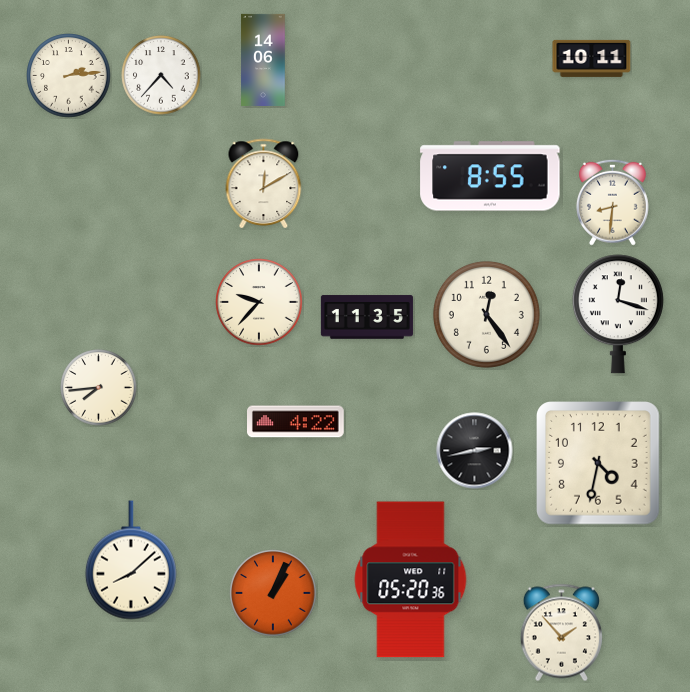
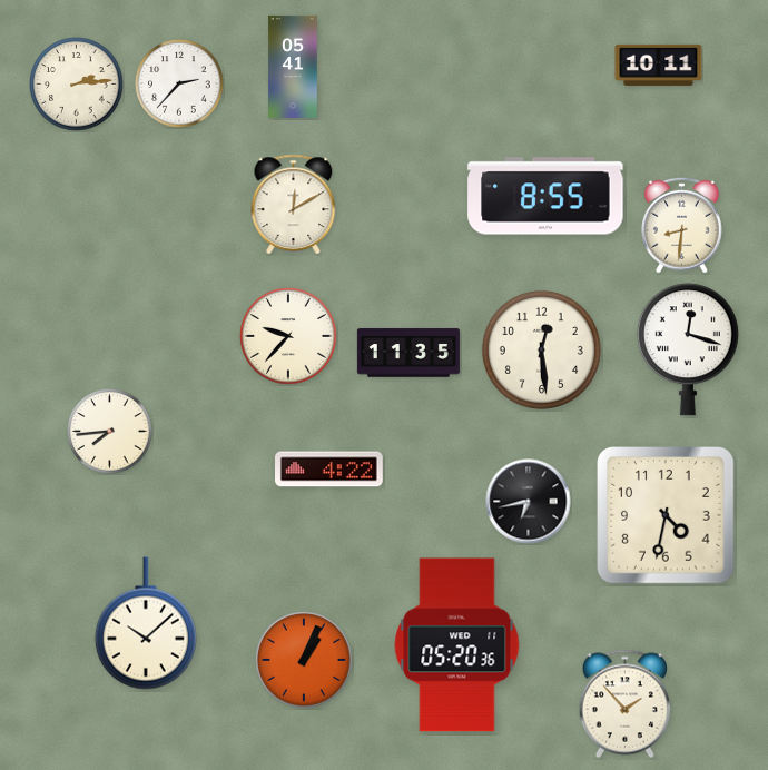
clock at (263, 60): 14:06 -> 05:41
clock at (161, 75): 4:37 -> 2:37
clock at (486, 314): 12:24 -> 12:29
clock at (475, 451): 2:43 -> 6:43
clock at (131, 560): 8:08 -> 10:08
